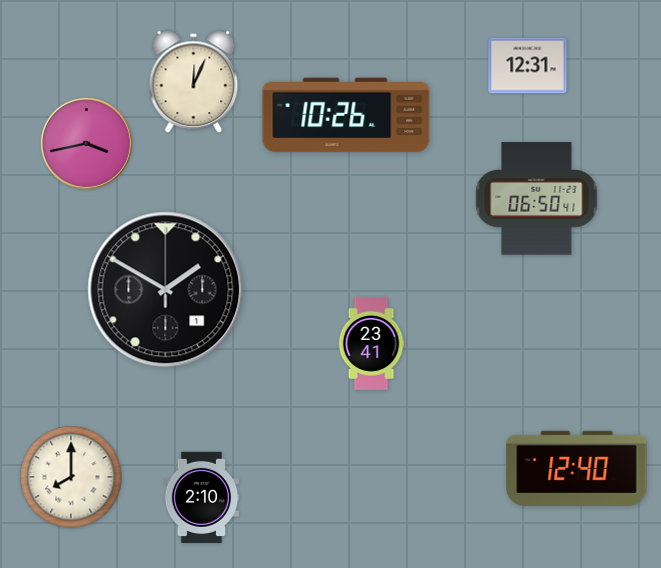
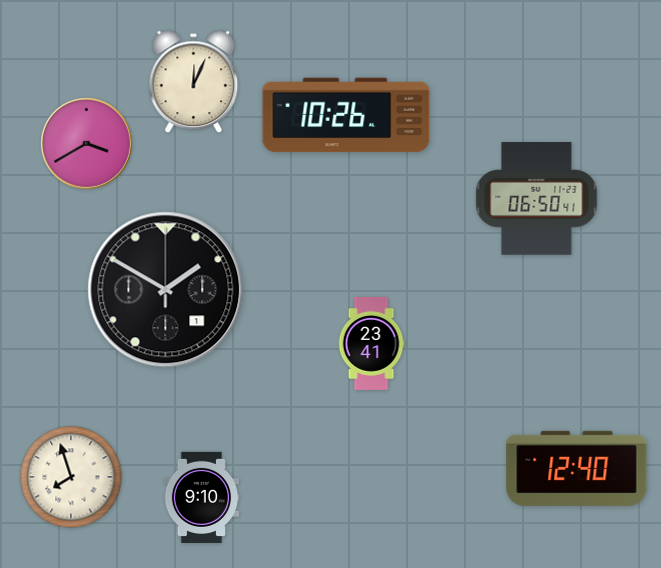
clock at (528, 66): 12:31 -> none
clock at (87, 144): 3:43 -> 3:40
clock at (71, 477): 8:00 -> 7:57
clock at (202, 497): 2:10 -> 9:10
